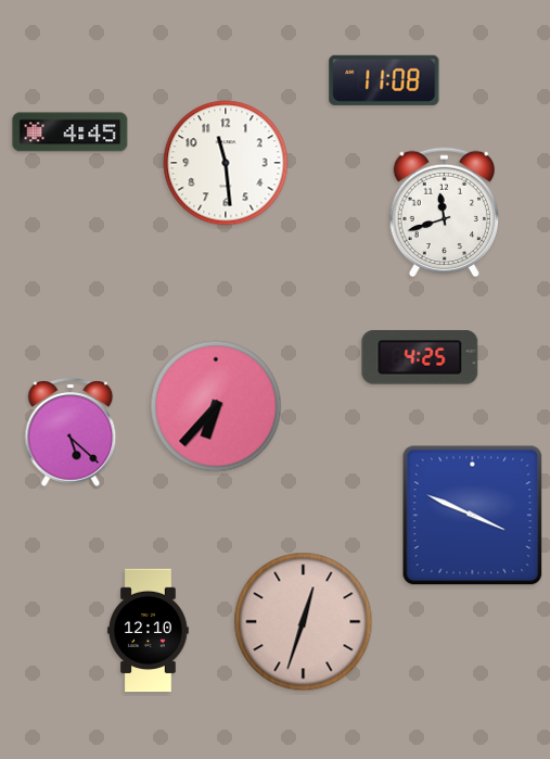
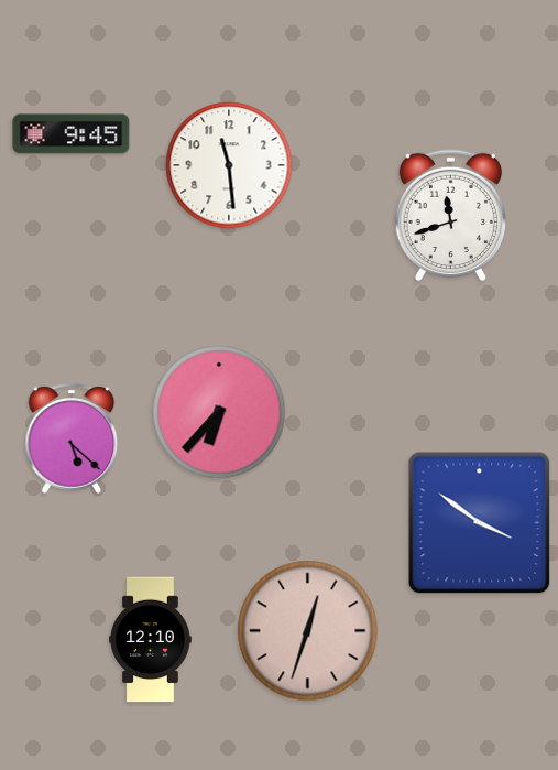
clock at (384, 80): 11:08 -> none
clock at (71, 132): 4:45 -> 9:45
clock at (420, 357): 4:25 -> none
clock at (473, 516): 3:49 -> 3:51
